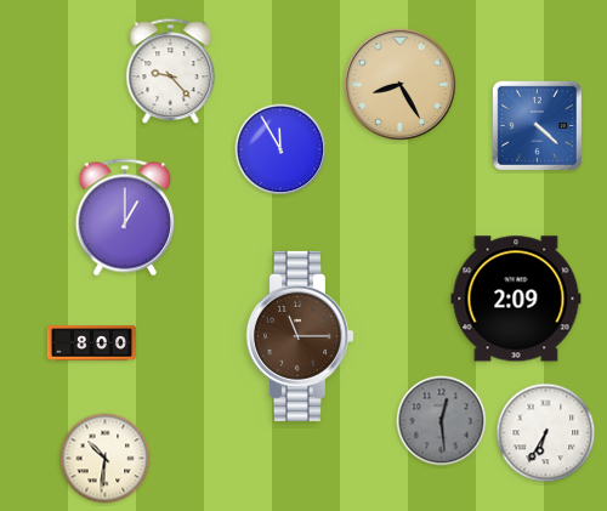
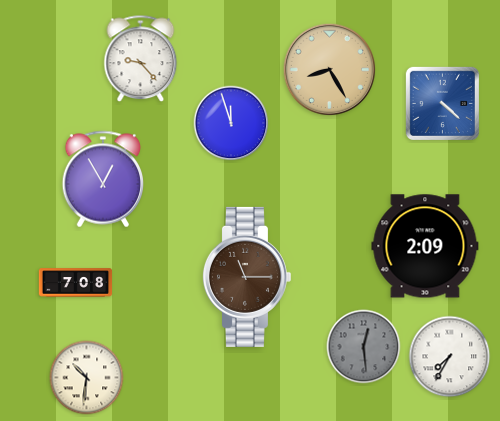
clock at (280, 149): 11:55 -> 11:57
clock at (124, 217): 1:00 -> 12:55
clock at (92, 343): 8:00 -> 7:08
clock at (546, 433): 6:35 -> 7:35
